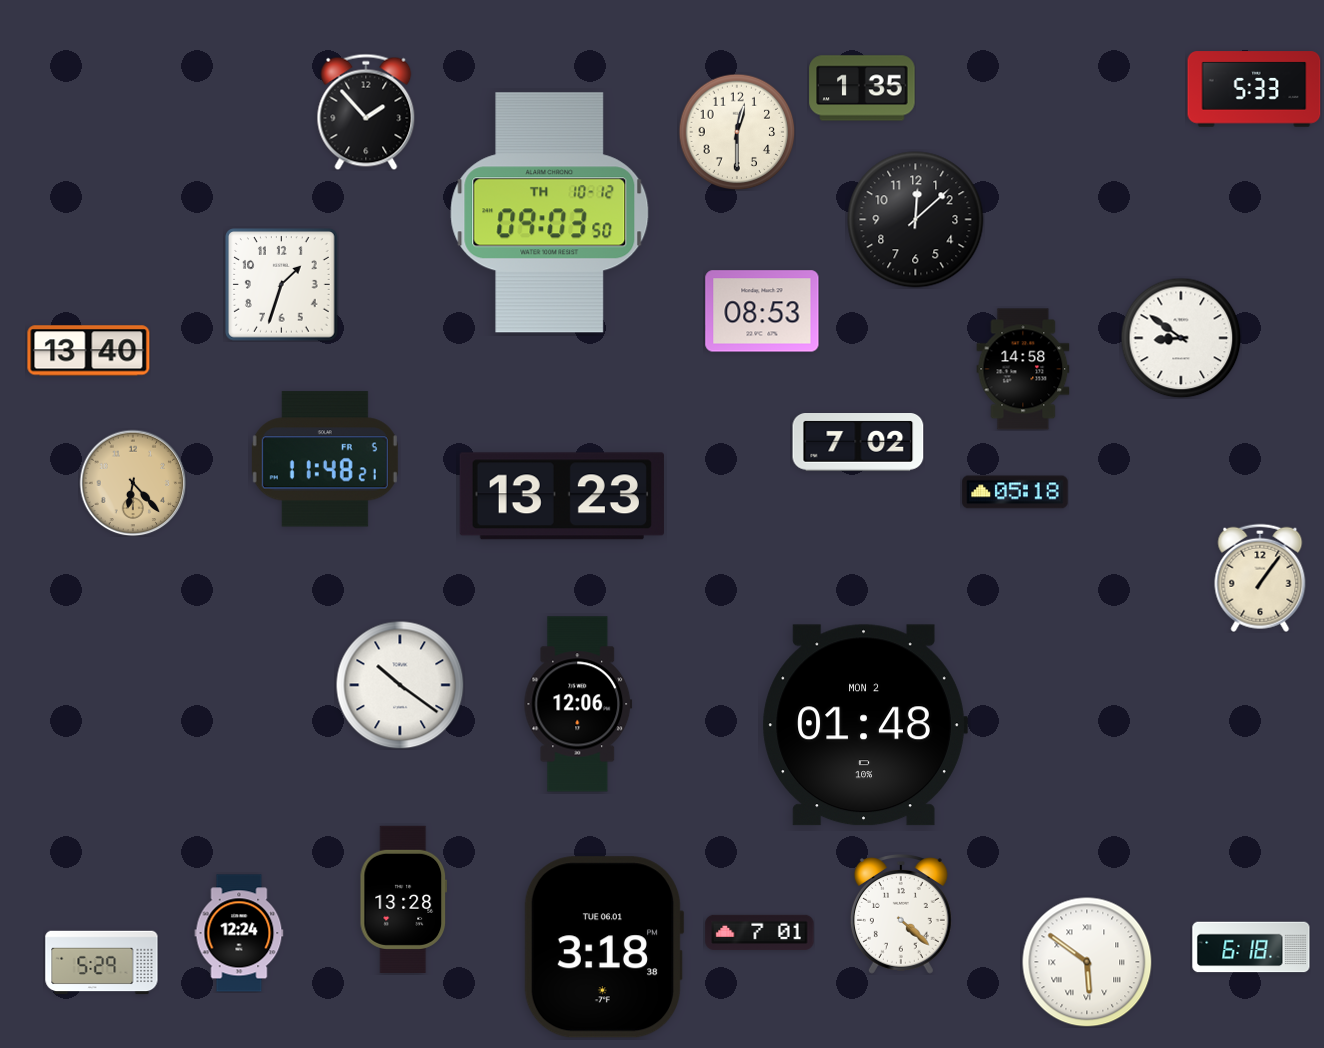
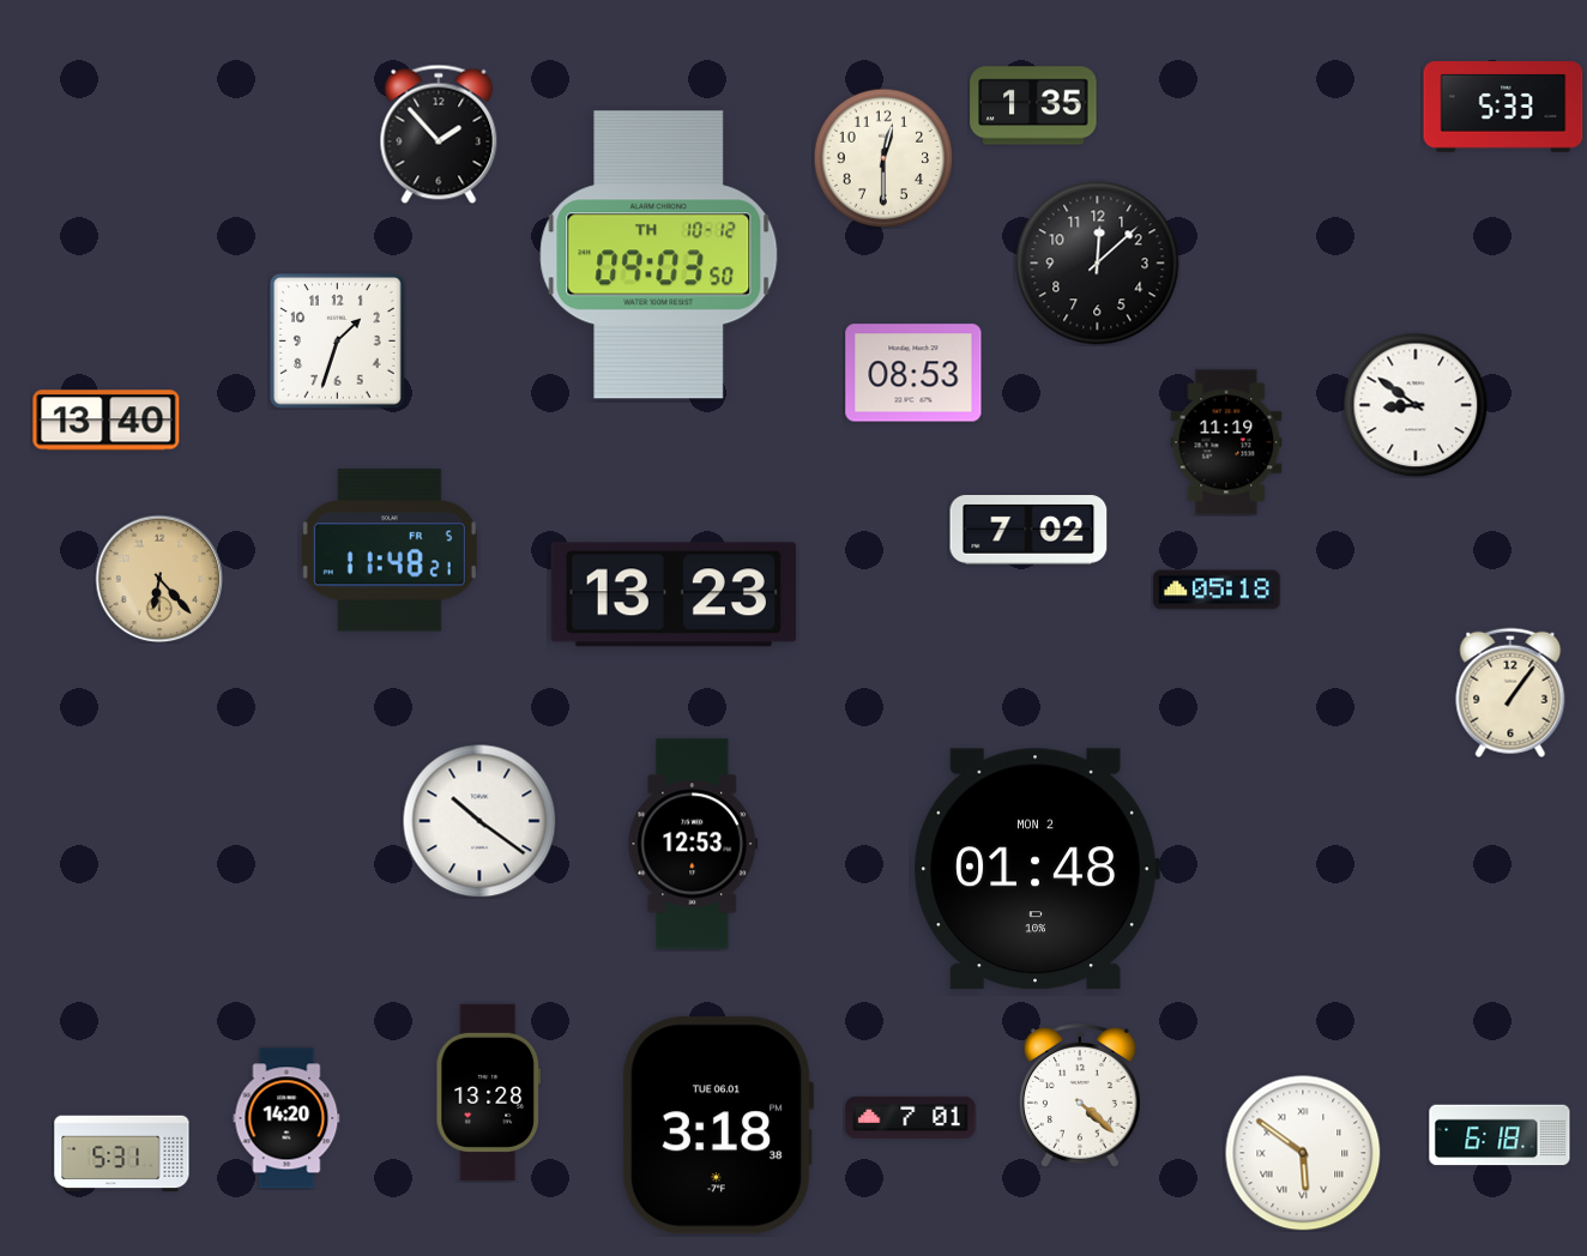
clock at (1023, 369): 14:58 -> 11:19
clock at (578, 704): 12:06 -> 12:53
clock at (403, 899) position: (403, 899) -> (488, 1092)
clock at (239, 933): 12:24 -> 14:20
clock at (604, 947) position: (604, 947) -> (718, 1125)
clock at (102, 963): 5:29 -> 5:31
